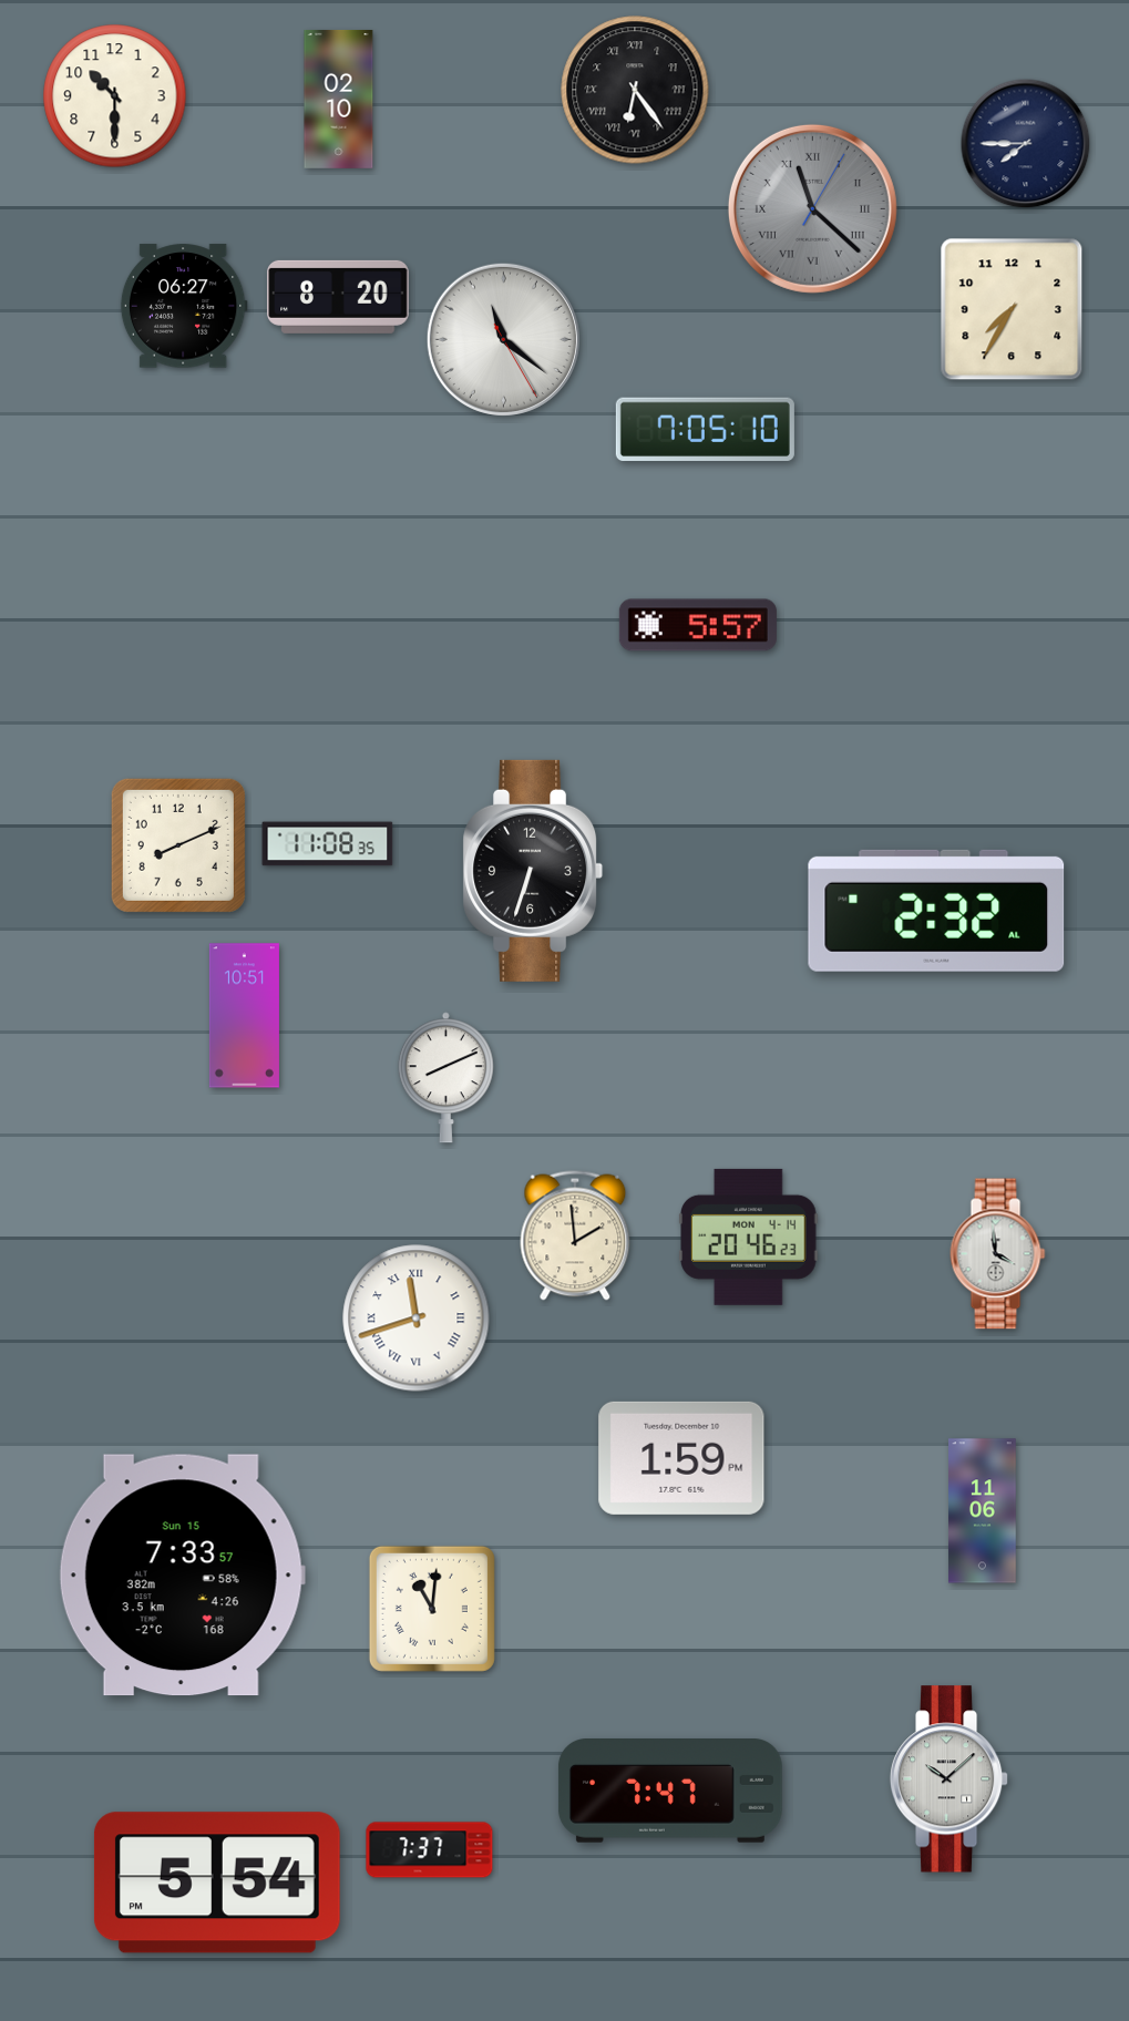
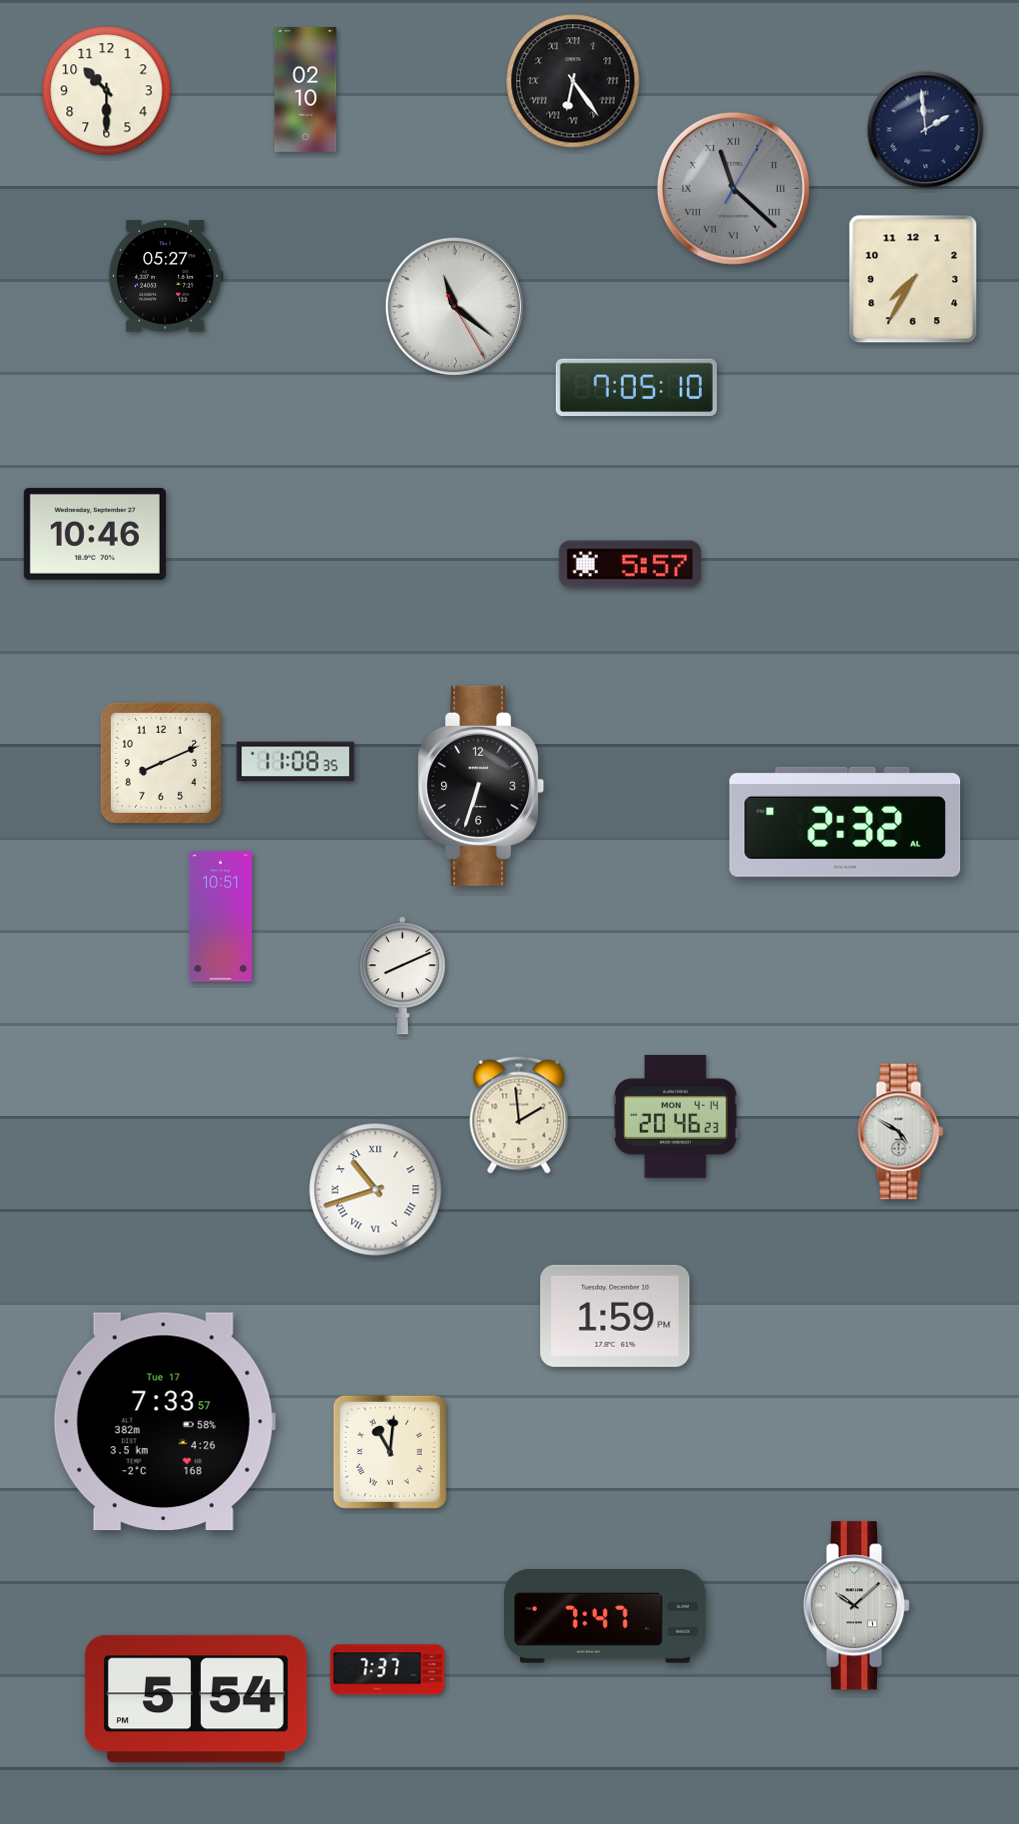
clock at (115, 96) position: (115, 96) -> (107, 91)
clock at (1026, 144): 7:45 -> 1:59
clock at (338, 297): 8:20 -> none
clock at (184, 306): 06:27 -> 05:27
clock at (95, 534): none -> 10:46
clock at (445, 1078) position: (445, 1078) -> (402, 976)
clock at (998, 1254): 3:59 -> 4:50
clock at (417, 1319): 11:42 -> 10:42
clock at (983, 1511): 11:06 -> none
clock at (182, 1576) date: Sun 15 -> Tue 17
